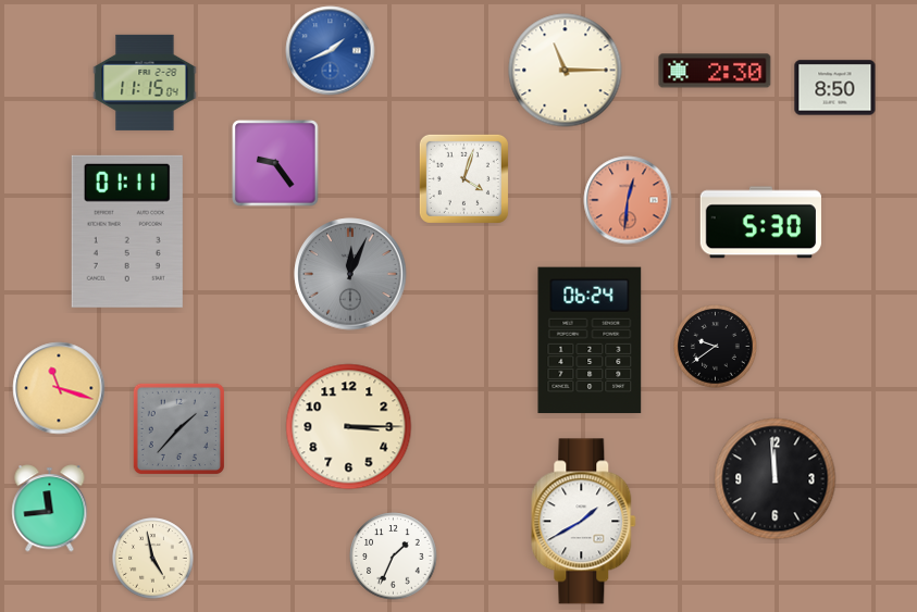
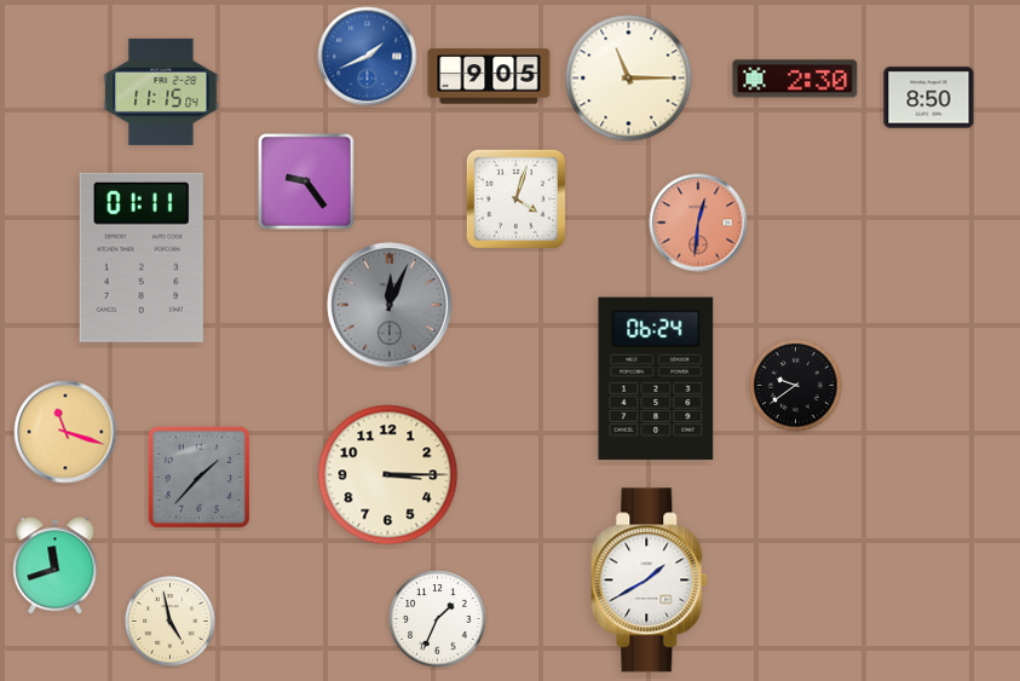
clock at (489, 76): none -> 9:05
clock at (760, 223): 5:30 -> none
clock at (776, 479): 11:59 -> none
clock at (50, 509): 11:44 -> 11:42
